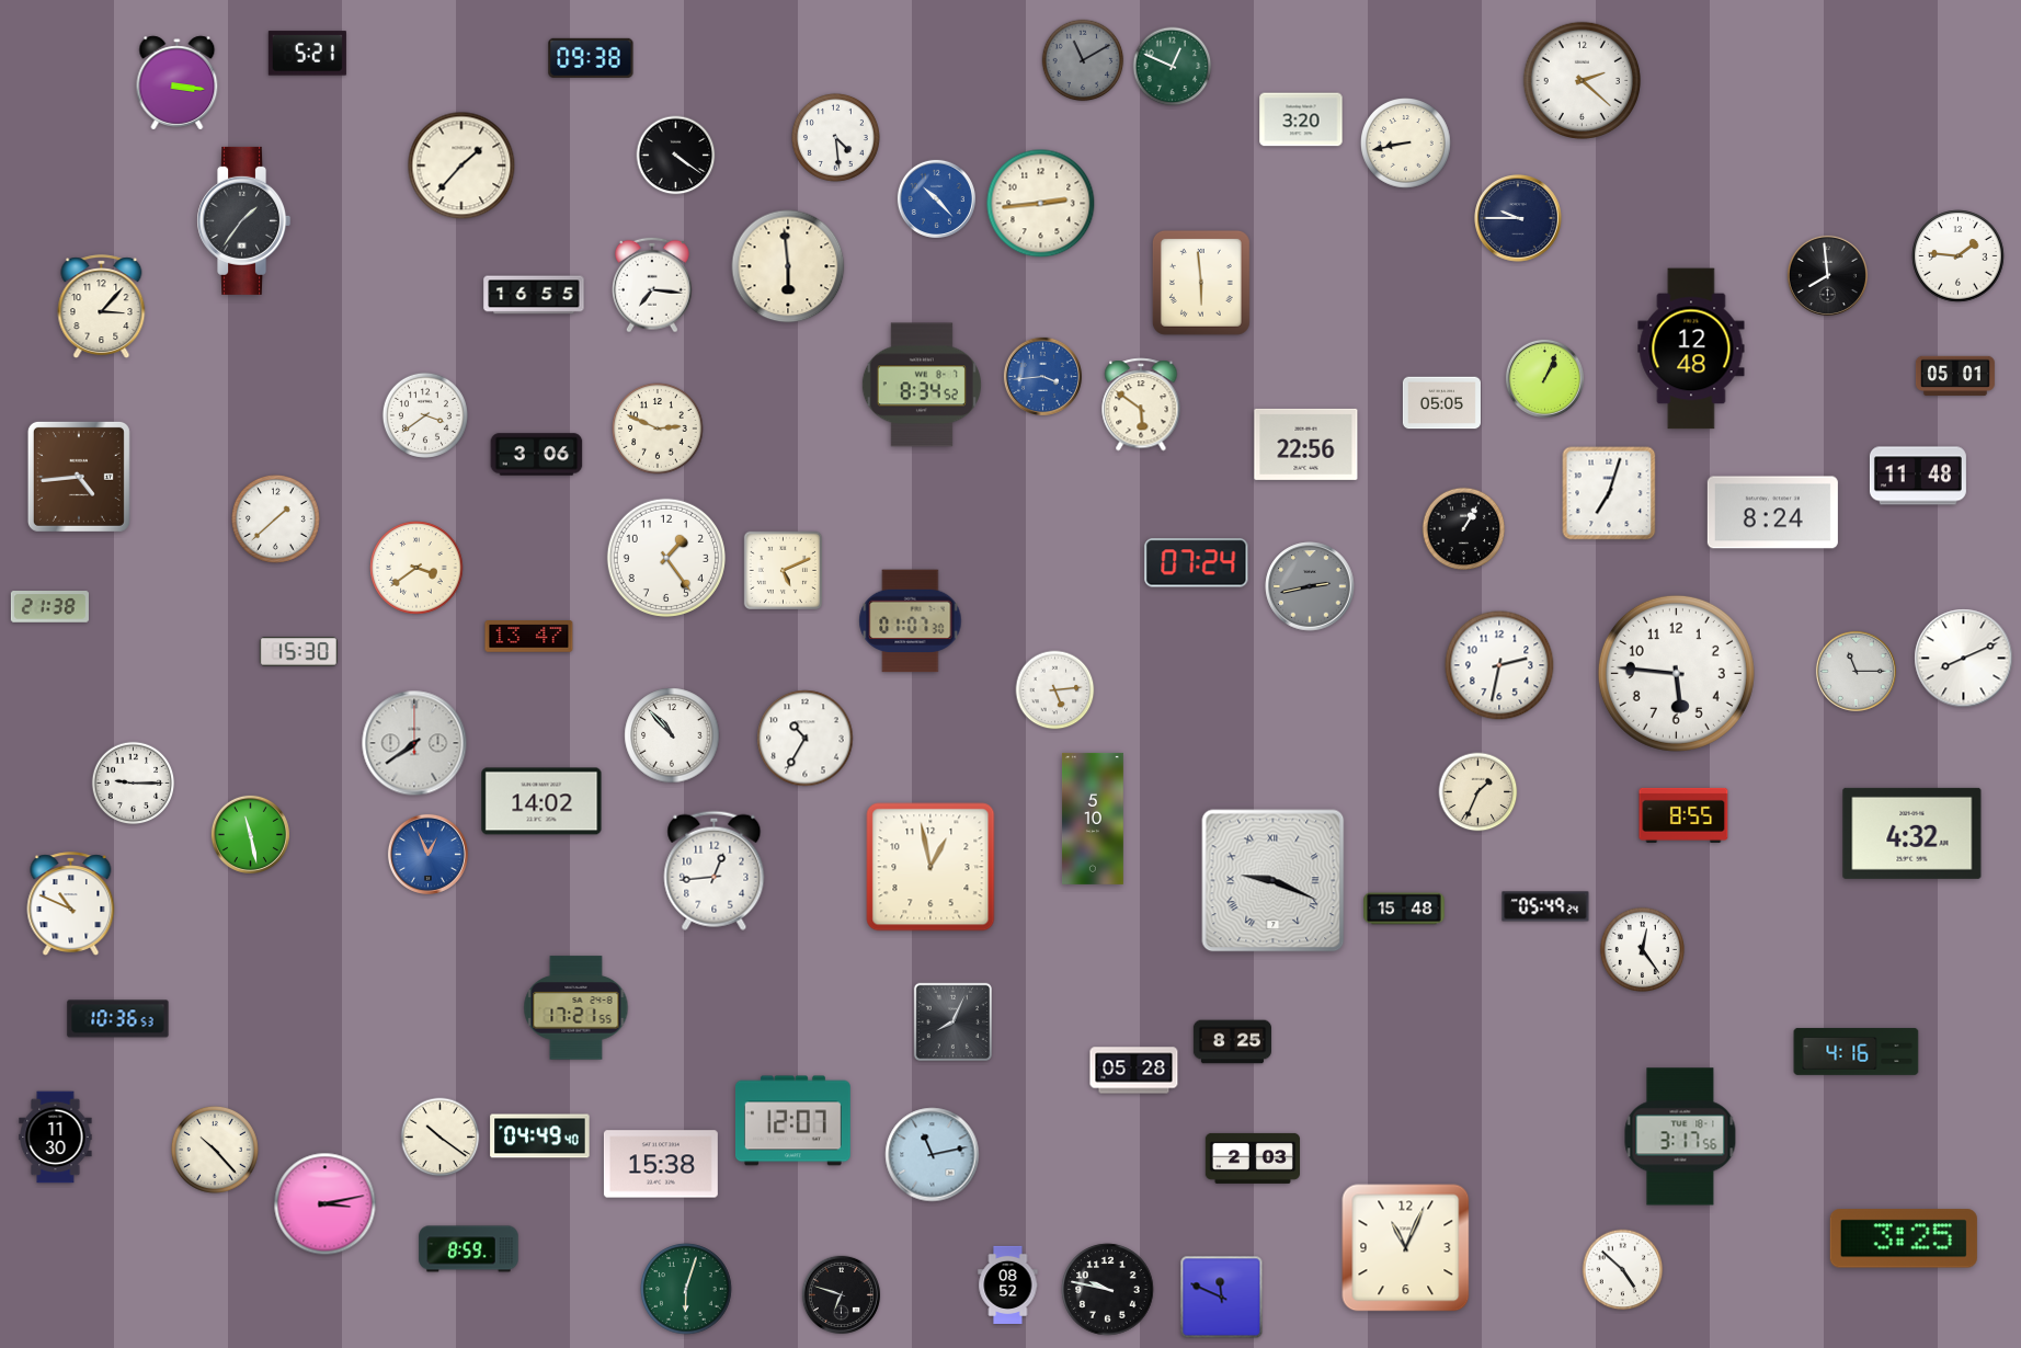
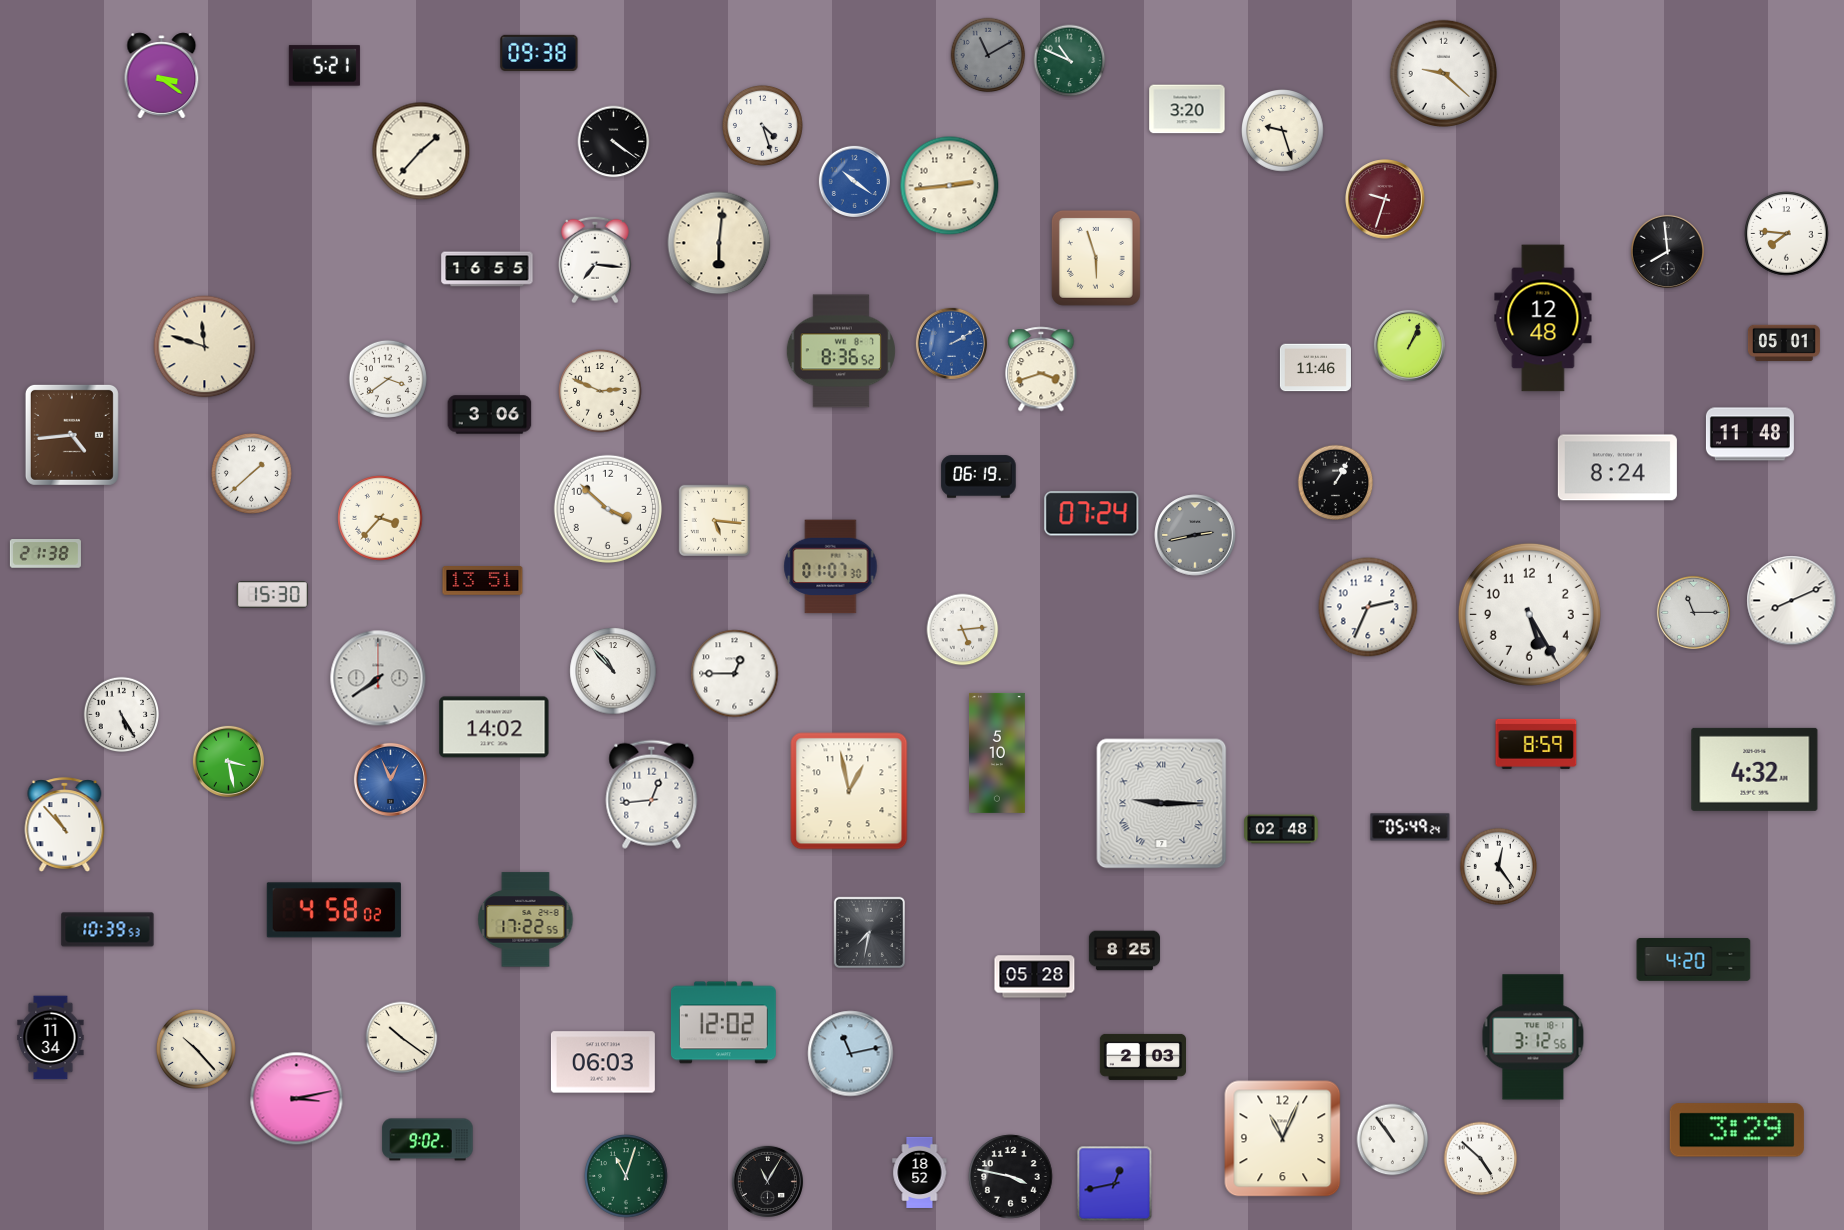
clock at (307, 54) position: (307, 54) -> (324, 66)
clock at (1173, 67): 12:49 -> 10:49
clock at (1582, 80): 2:22 -> 9:22
clock at (178, 83): 3:16 -> 3:21
clock at (835, 137): 4:29 -> 4:27
clock at (1406, 144): 8:43 -> 9:27
clock at (676, 156) position: (676, 156) -> (614, 142)
clock at (936, 198): 10:23 -> 10:21
clock at (1518, 218): 9:45 -> 9:33
clock at (1518, 218) dial: navy -> burgundy
clock at (244, 220): 1:36 -> none
clock at (1959, 256): 1:46 -> 7:46
clock at (788, 266): 5:59 -> 6:01
clock at (1201, 283): 5:59 -> 5:57
clock at (102, 306): 3:07 -> none
clock at (1042, 376): 3:44 -> 2:10
clock at (205, 347): none -> 11:48
clock at (922, 385): 8:34 -> 8:36
clock at (1441, 403): 05:05 -> 11:46
clock at (1141, 404): 5:51 -> 3:42
clock at (1306, 444): 22:56 -> none
clock at (1609, 493): 7:03 -> none
clock at (979, 477): none -> 06:19
clock at (666, 558): 1:24 -> 3:52
clock at (416, 568): 3:39 -> 3:37
clock at (783, 570): 5:11 -> 5:16
clock at (529, 637): 13:47 -> 13:51
clock at (1499, 665): 2:32 -> 2:34
clock at (1676, 673): 5:46 -> 5:25
clock at (806, 739): 10:35 -> 12:45
clock at (134, 784): 9:15 -> 5:25
clock at (1478, 792): 1:34 -> none
clock at (541, 801) position: (541, 801) -> (494, 727)
clock at (1683, 815): 8:55 -> 8:59
clock at (1093, 819) position: (1093, 819) -> (997, 753)
clock at (1912, 833) position: (1912, 833) -> (1755, 769)
clock at (250, 834): 11:28 -> 3:28
clock at (1274, 881): 9:19 -> 9:15
clock at (71, 903): 10:49 -> 10:53
clock at (1404, 909): 15:48 -> 02:48
clock at (334, 910): none -> 4:58
clock at (576, 1008): 17:21 -> 17:22
clock at (118, 1019): 10:36 -> 10:39
clock at (952, 1021): 8:04 -> 7:32
clock at (1857, 1052): 4:16 -> 4:20
clock at (793, 1121): 12:07 -> 12:02
clock at (540, 1136): 04:49 -> none
clock at (1680, 1136): 3:17 -> 3:12
clock at (56, 1138): 11:30 -> 11:34
clock at (661, 1164): 15:38 -> 06:03
clock at (1904, 1238): 3:25 -> 3:29
clock at (469, 1249): 8:59 -> 9:02
clock at (1393, 1140): none -> 10:54
clock at (1008, 1284): 08:52 -> 18:52
clock at (686, 1289): 6:03 -> 11:03
clock at (1108, 1290): 9:47 -> 3:47
clock at (841, 1294): 6:48 -> 11:05
clock at (1222, 1298): 11:49 -> 12:43
